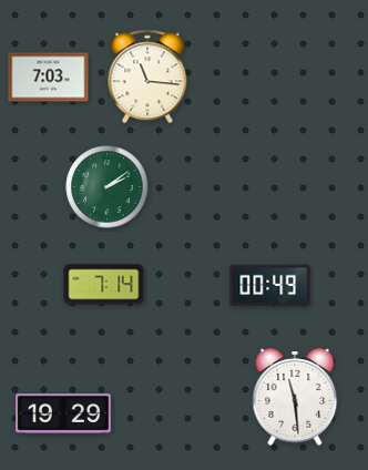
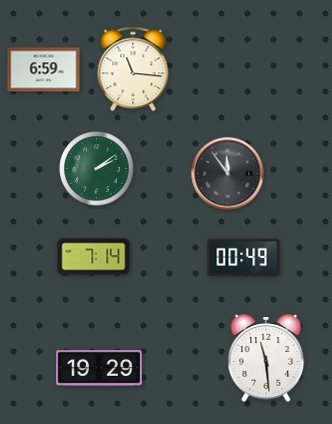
clock at (49, 78): 7:03 -> 6:59
clock at (228, 174): none -> 11:54
clock at (63, 415) position: (63, 415) -> (99, 369)
